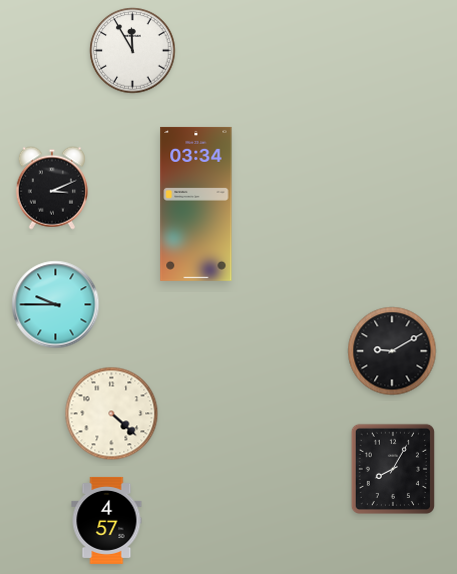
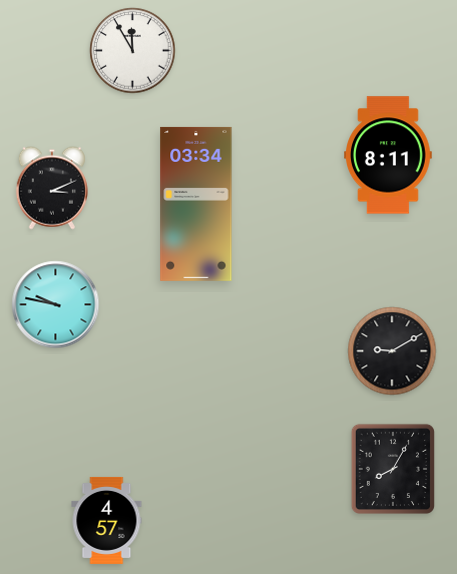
clock at (389, 155): none -> 8:11
clock at (56, 305): 9:45 -> 9:47
clock at (112, 414): 4:22 -> none
